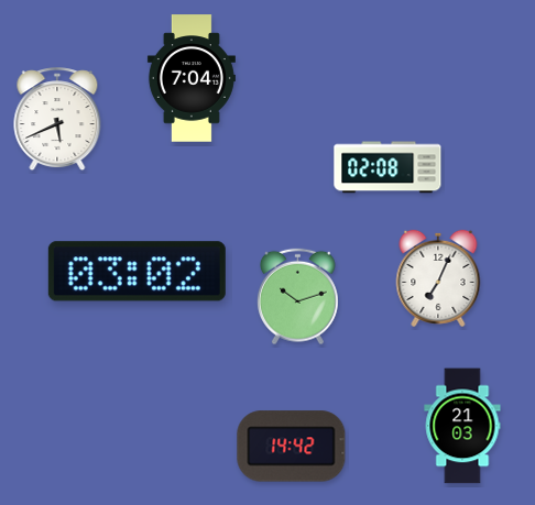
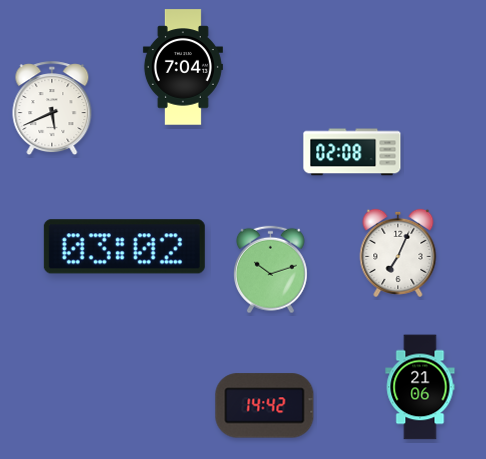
clock at (192, 78) position: (192, 78) -> (183, 67)
clock at (462, 426): 21:03 -> 21:06
